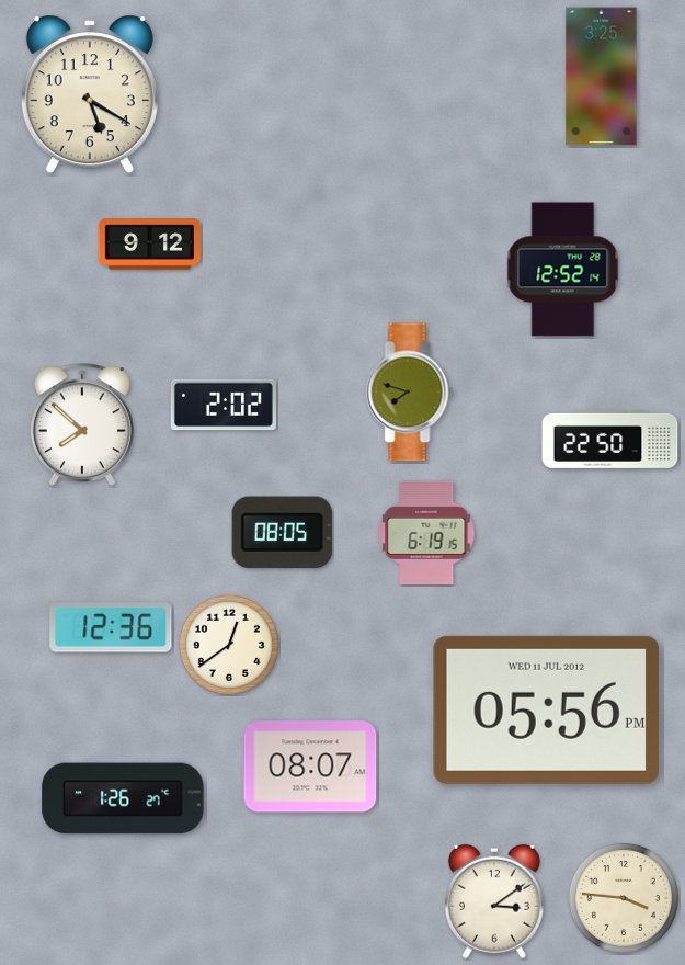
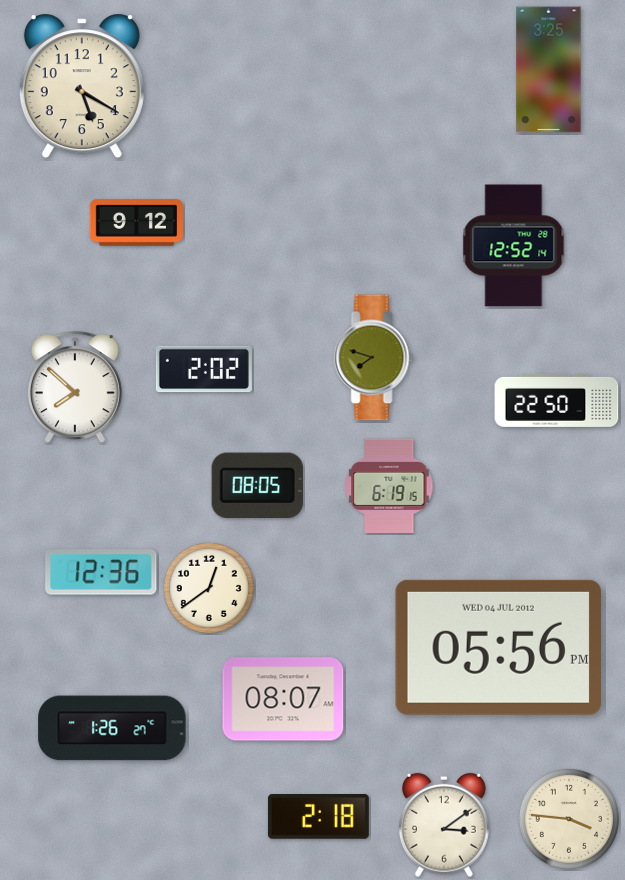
clock at (546, 709) date: WED 11 JUL 2012 -> WED 04 JUL 2012
clock at (318, 817): none -> 2:18
clock at (494, 901) position: (494, 901) -> (444, 825)
